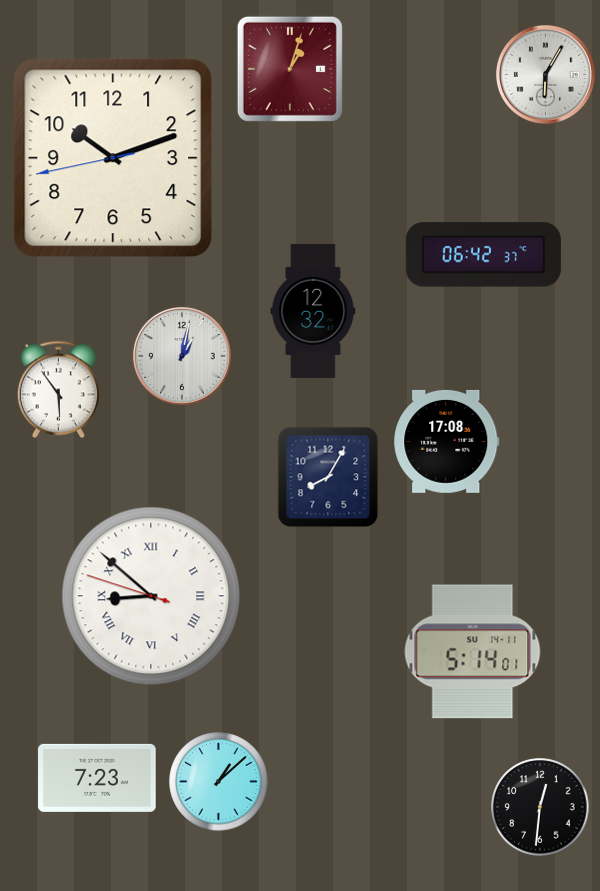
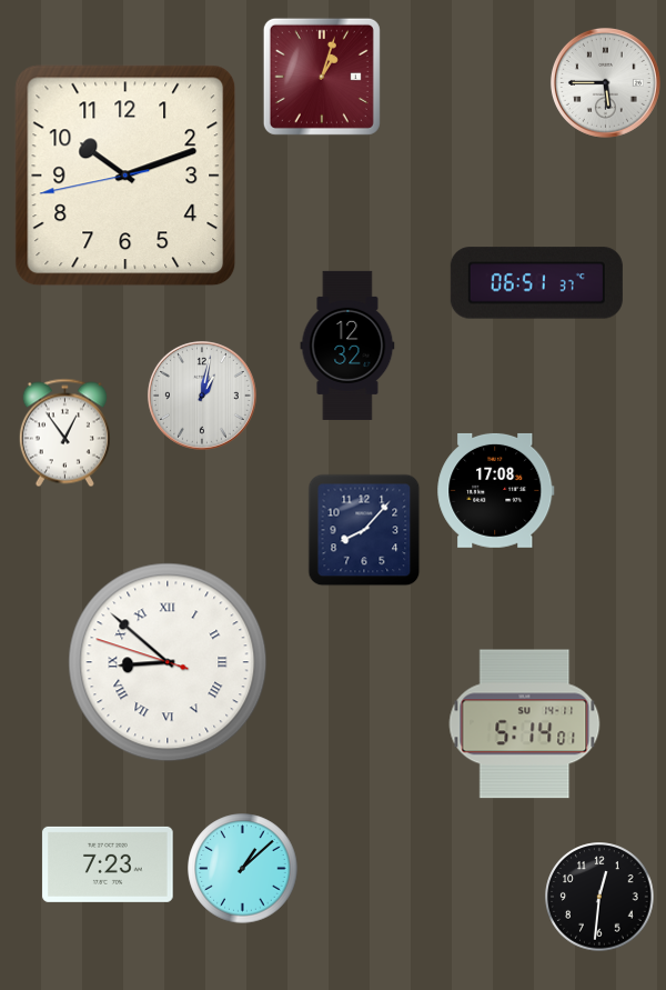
clock at (545, 74): 6:05 -> 5:45
clock at (483, 255): 06:42 -> 06:51
clock at (58, 390): 5:54 -> 12:54
clock at (328, 477): 8:05 -> 8:07
